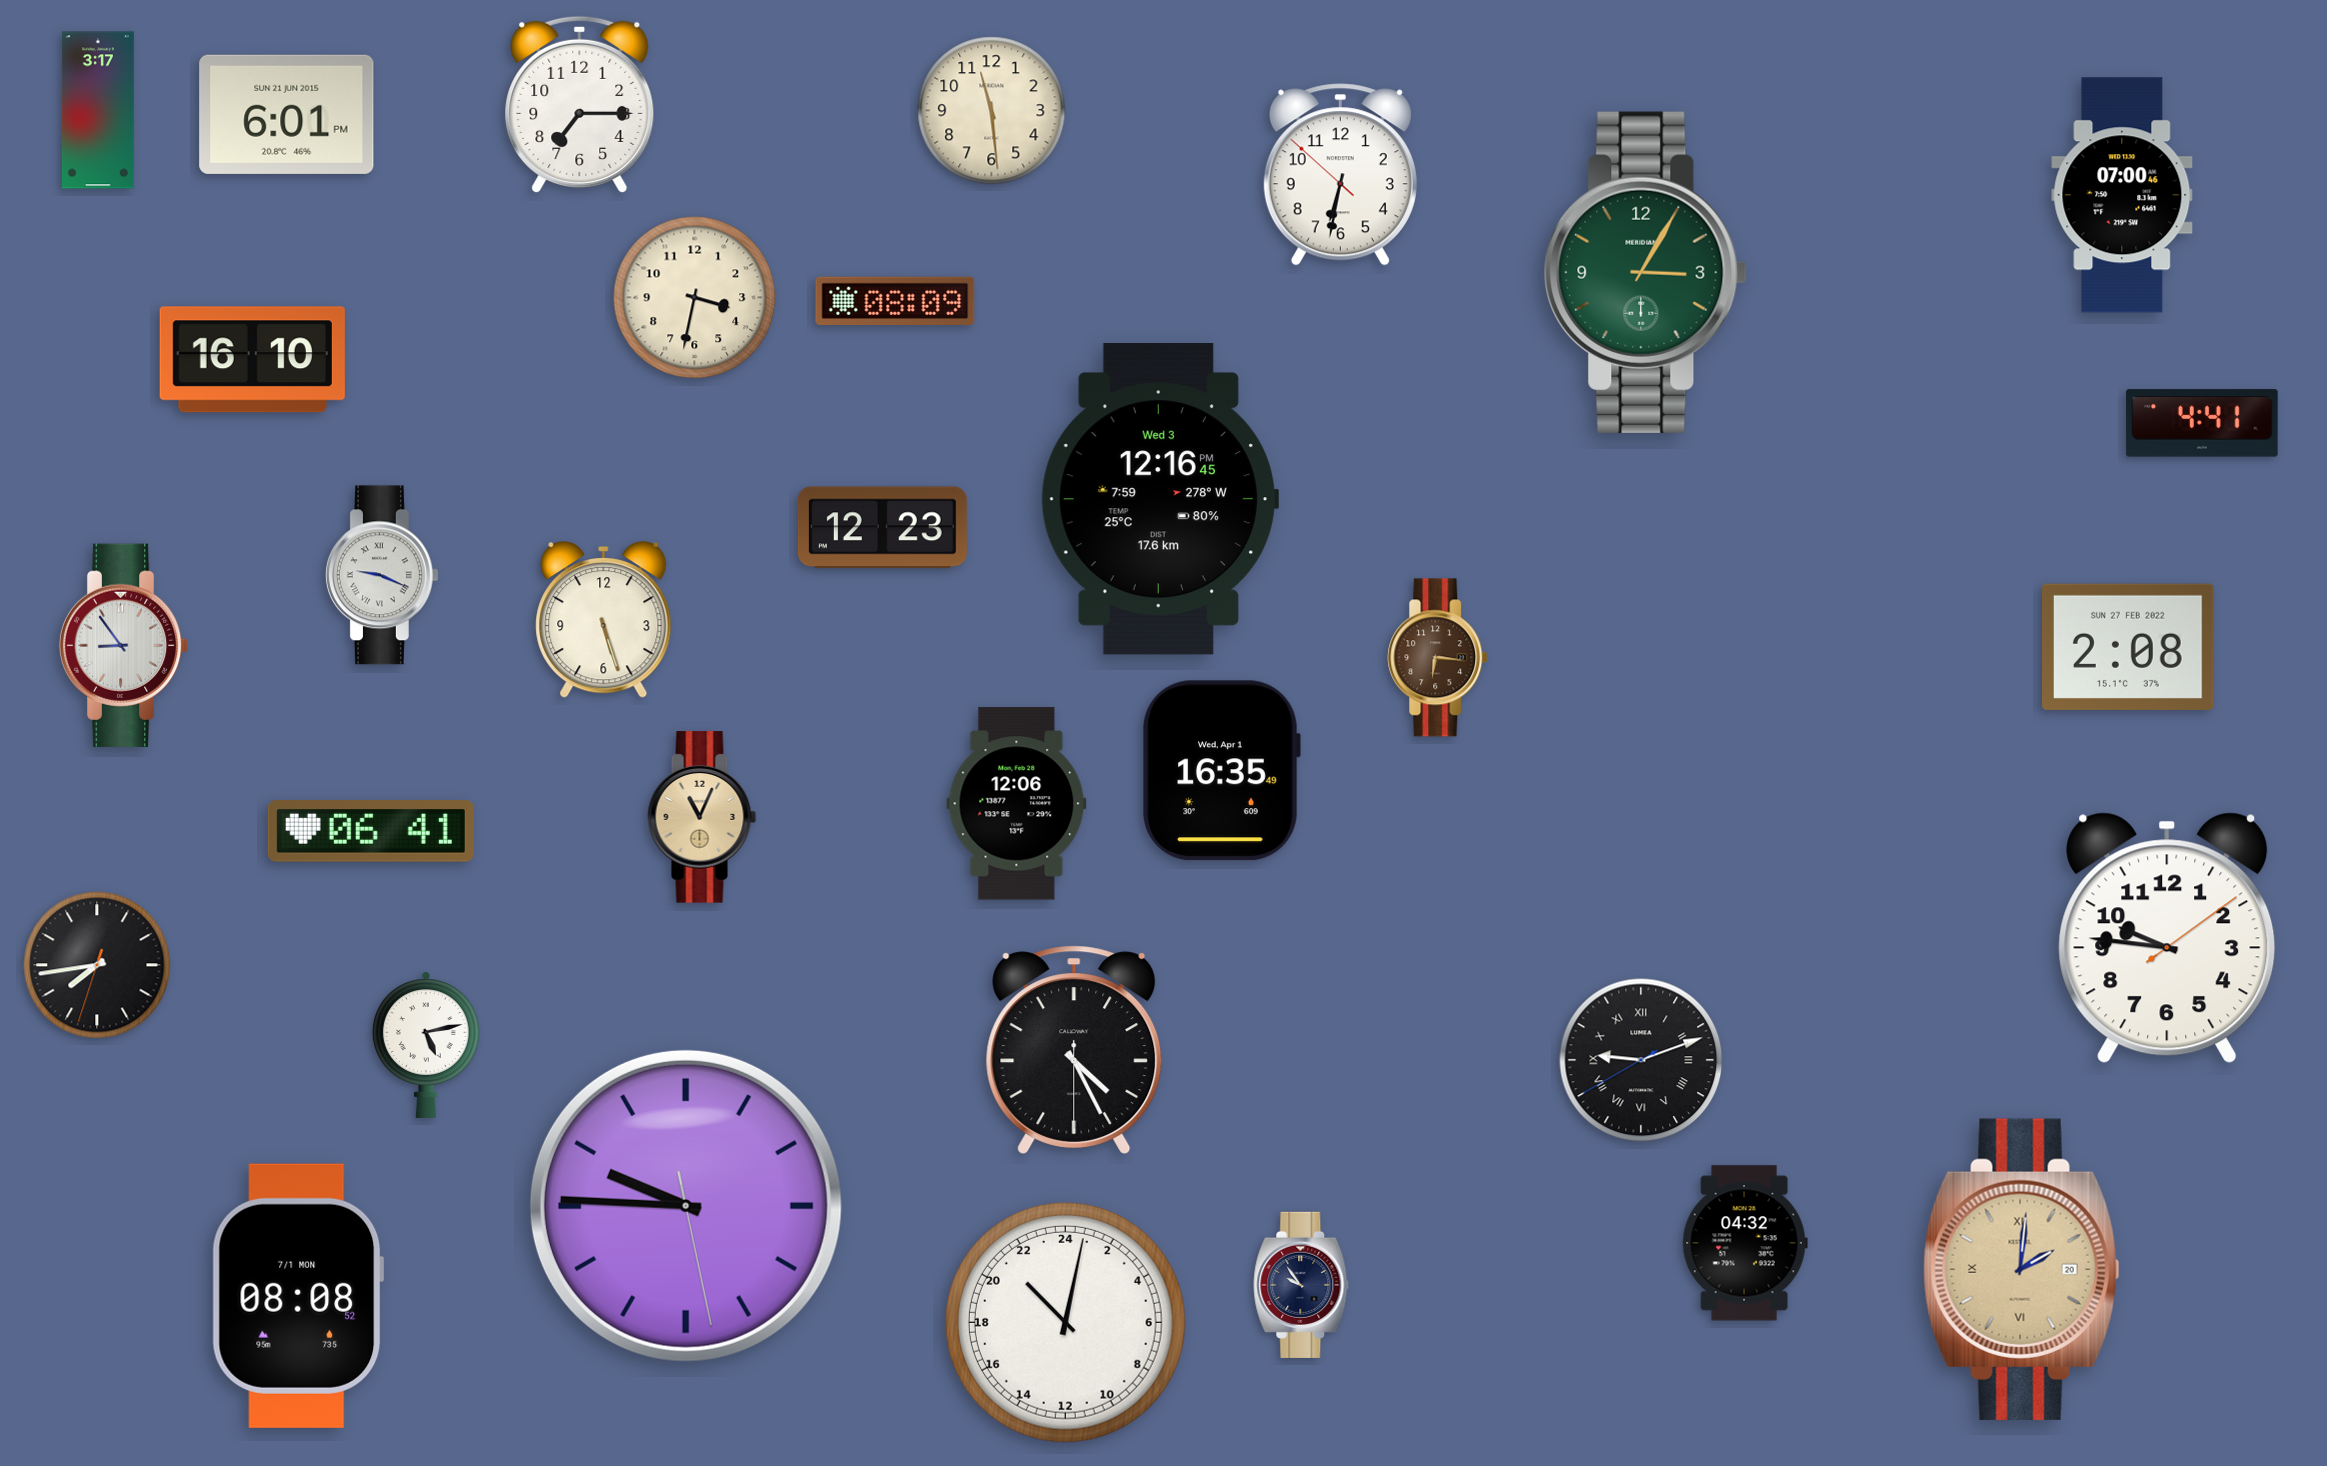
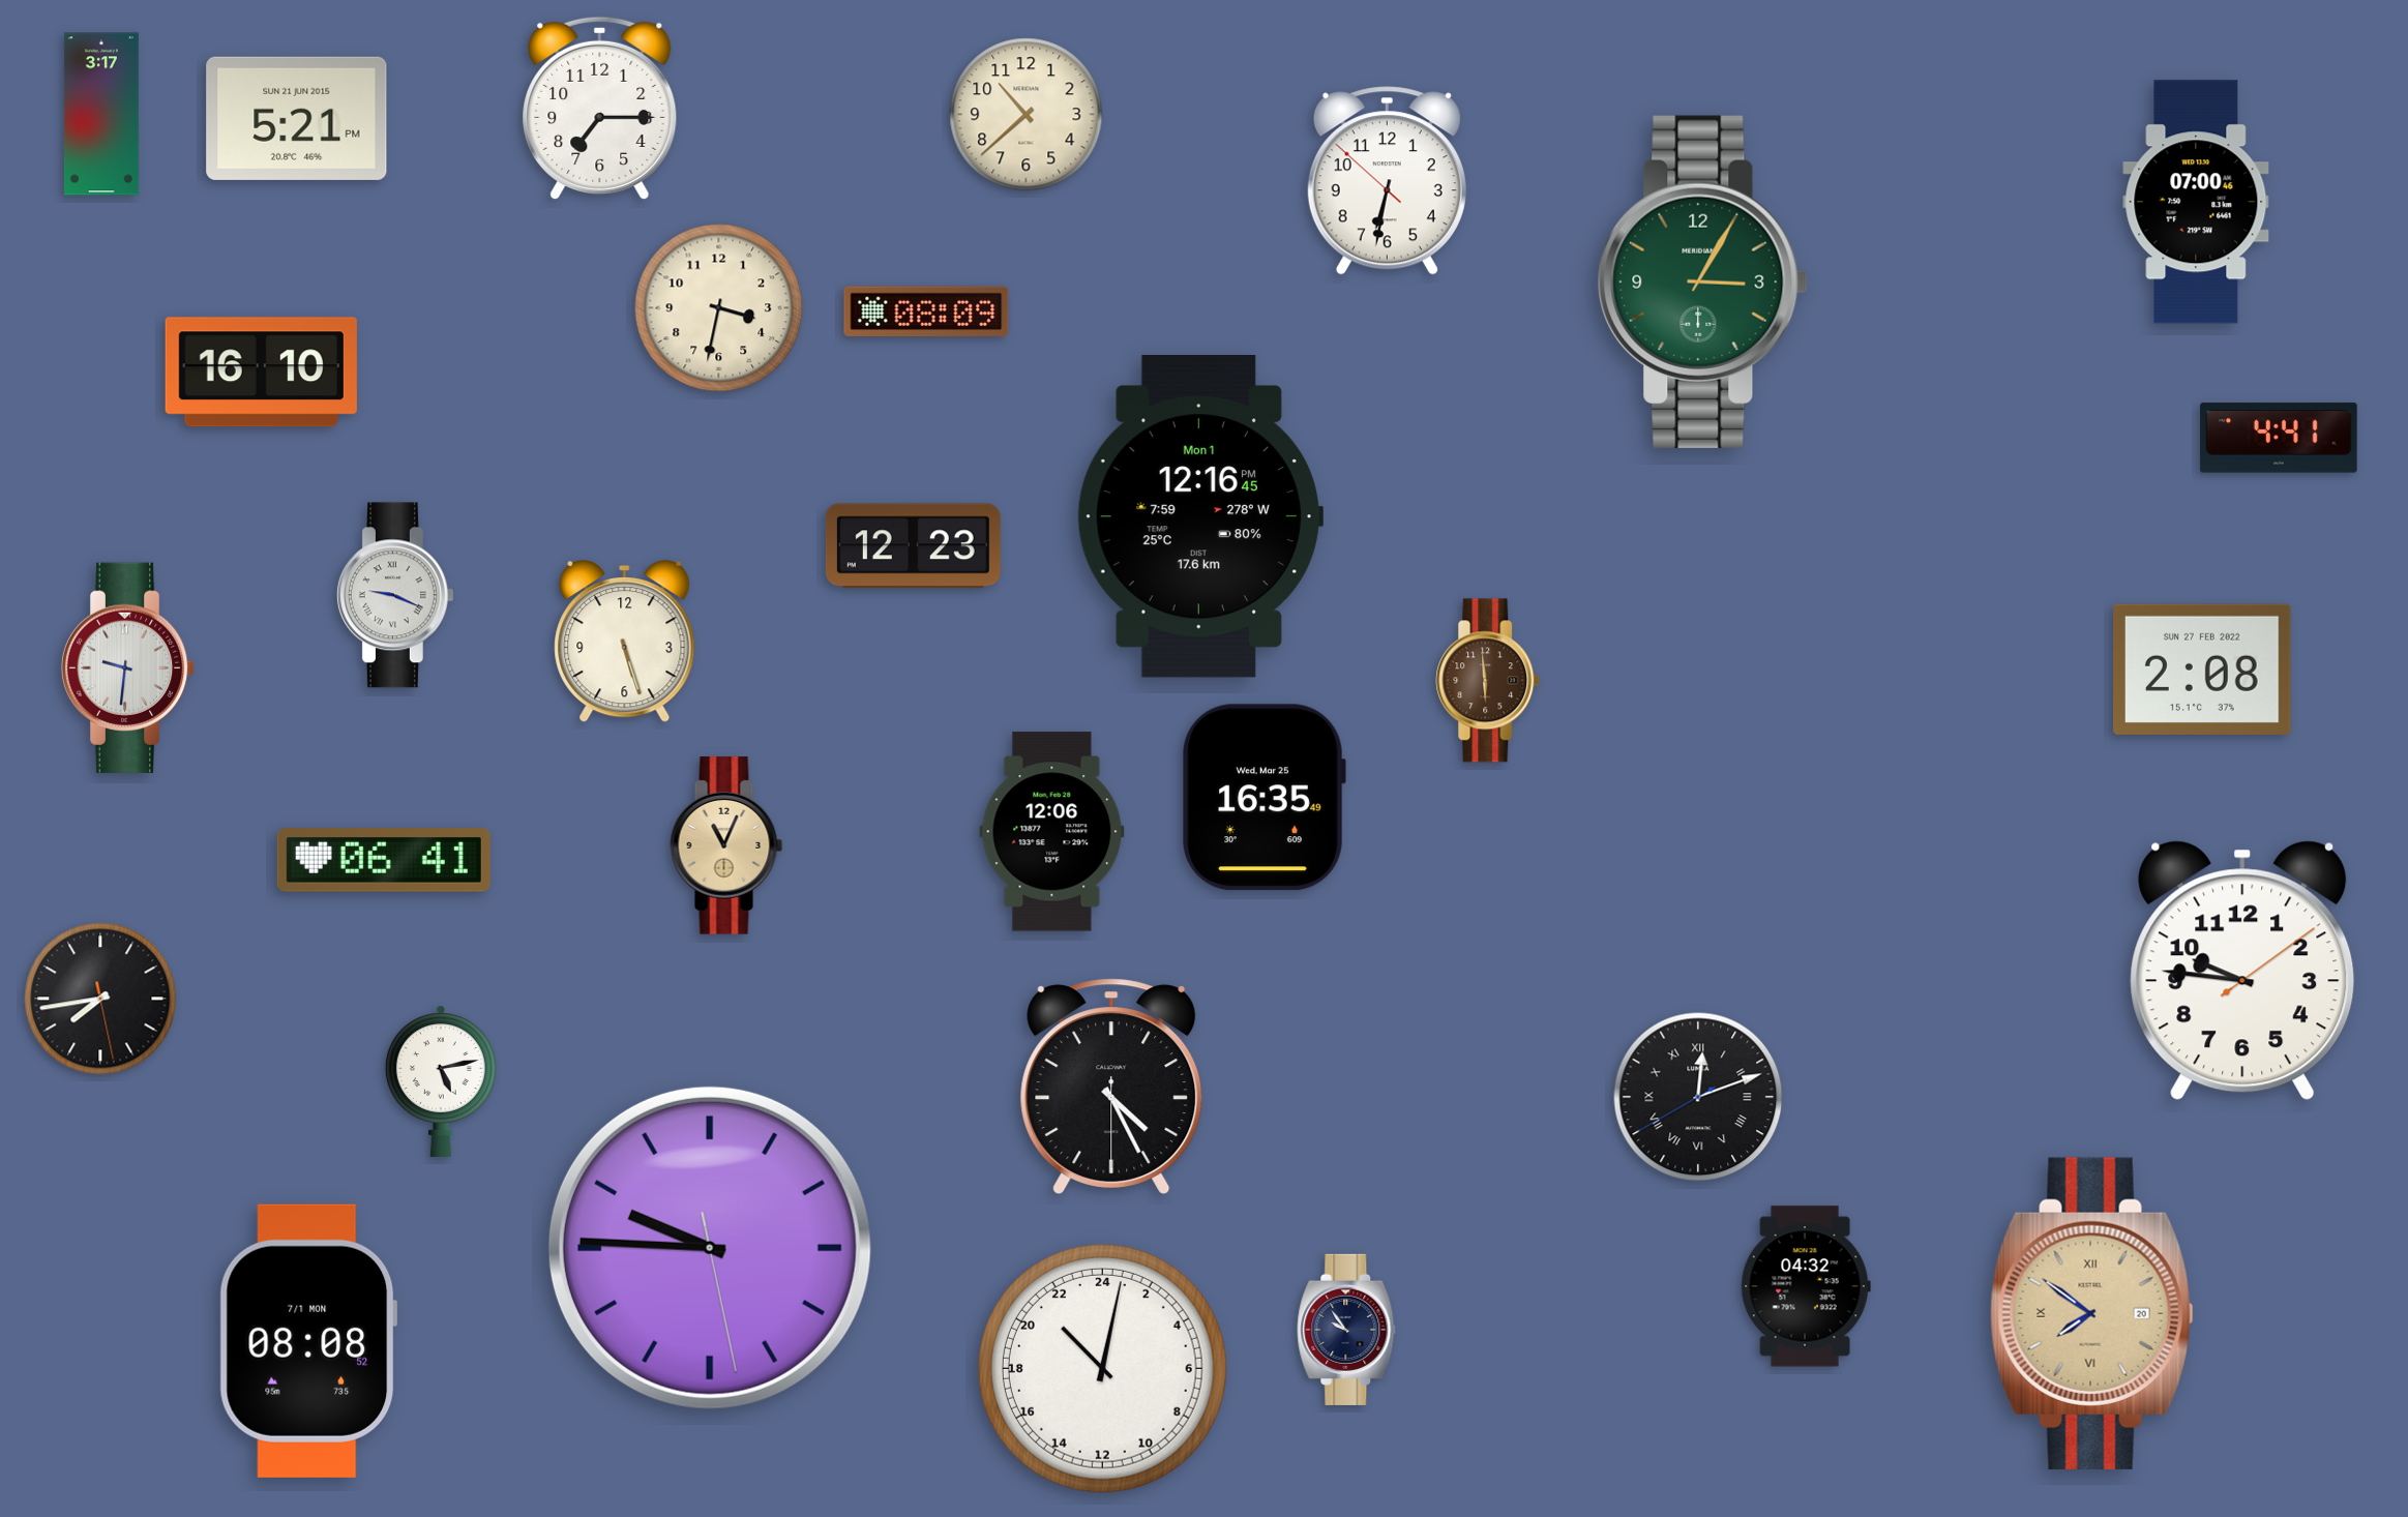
clock at (992, 111): 11:29 -> 10:38
clock at (287, 114): 6:01 -> 5:21
clock at (1159, 499) date: Wed 3 -> Mon 1
clock at (124, 645): 8:54 -> 9:31
clock at (1438, 658): 6:16 -> 5:59
clock at (1221, 771) date: Wed, Apr 1 -> Wed, Mar 25
clock at (97, 965): 7:43:33 -> 7:43:28
clock at (1641, 1060): 9:11 -> 12:11
clock at (2022, 1269): 2:01 -> 7:51
